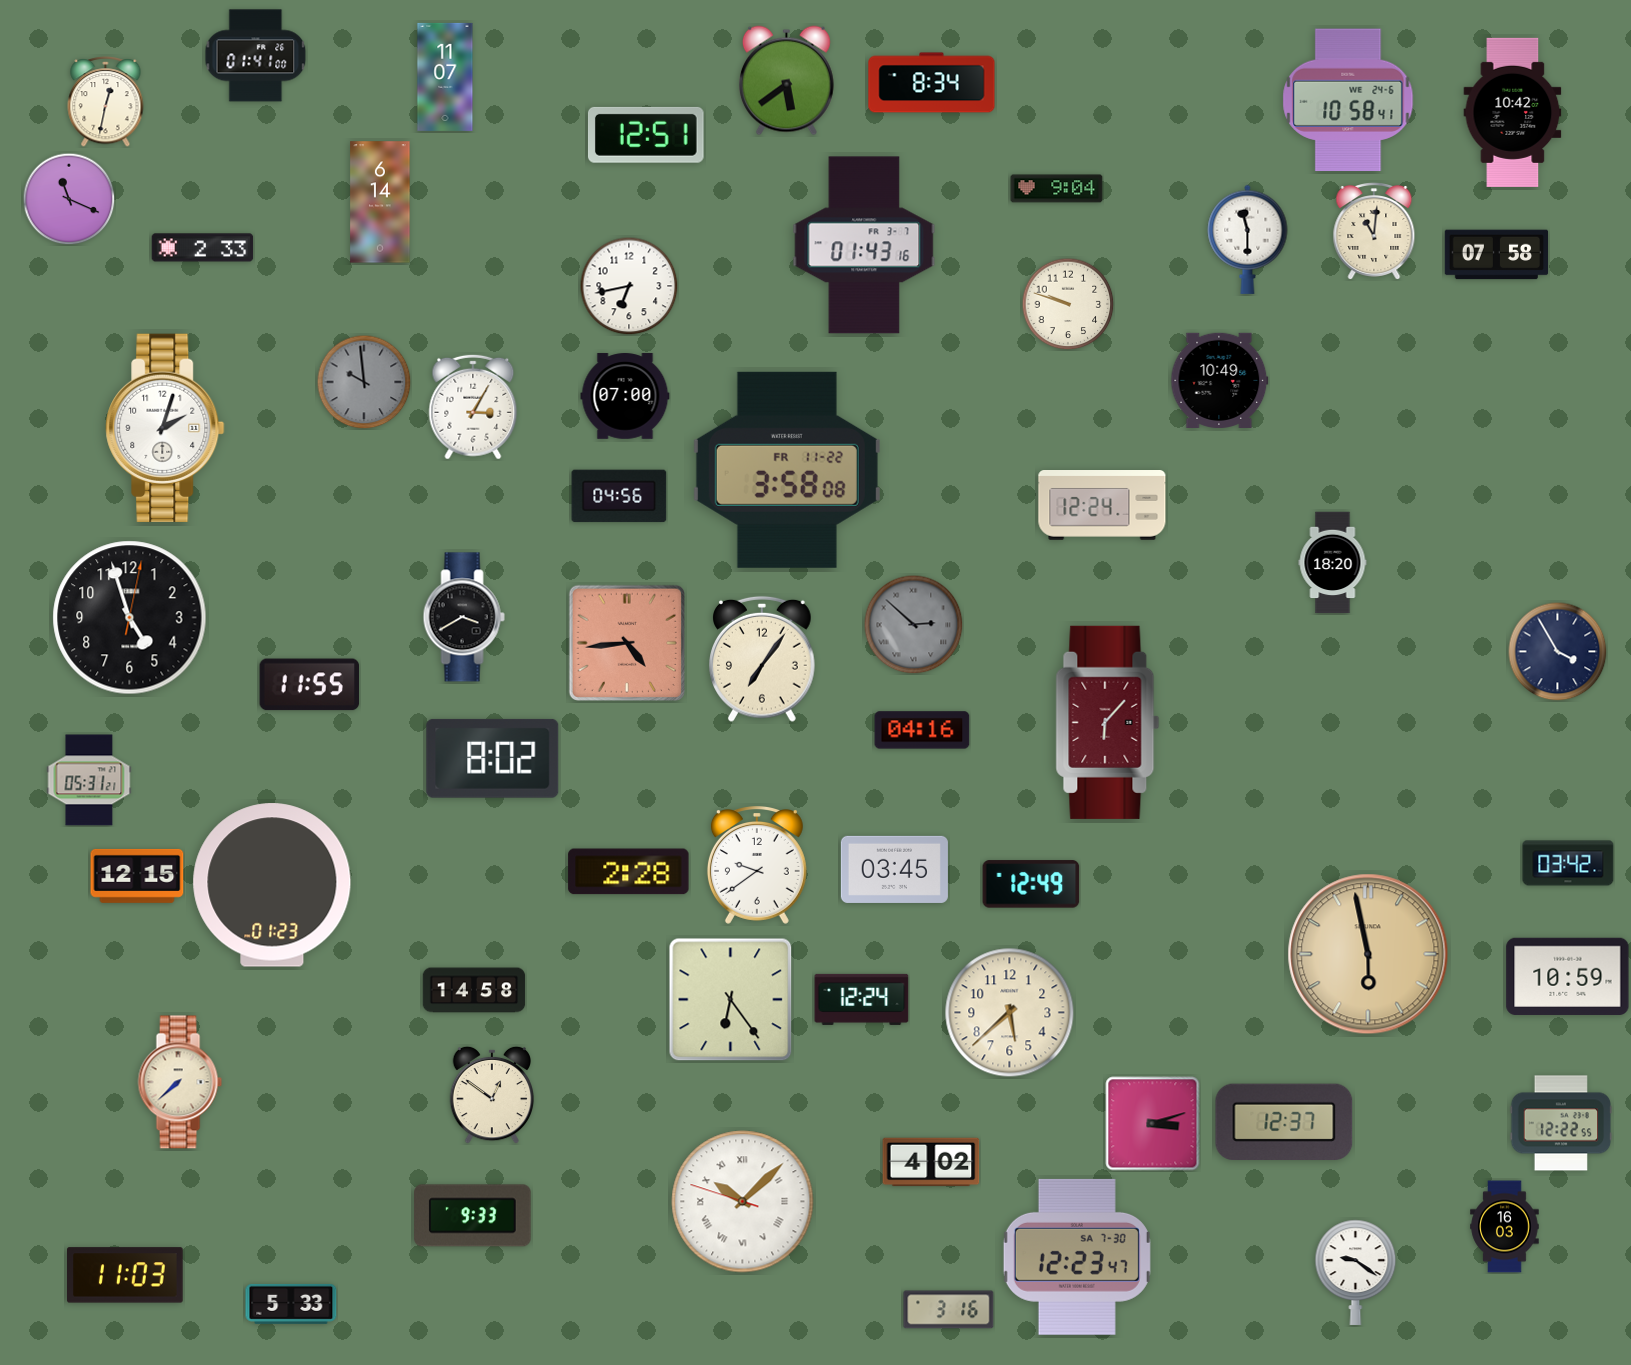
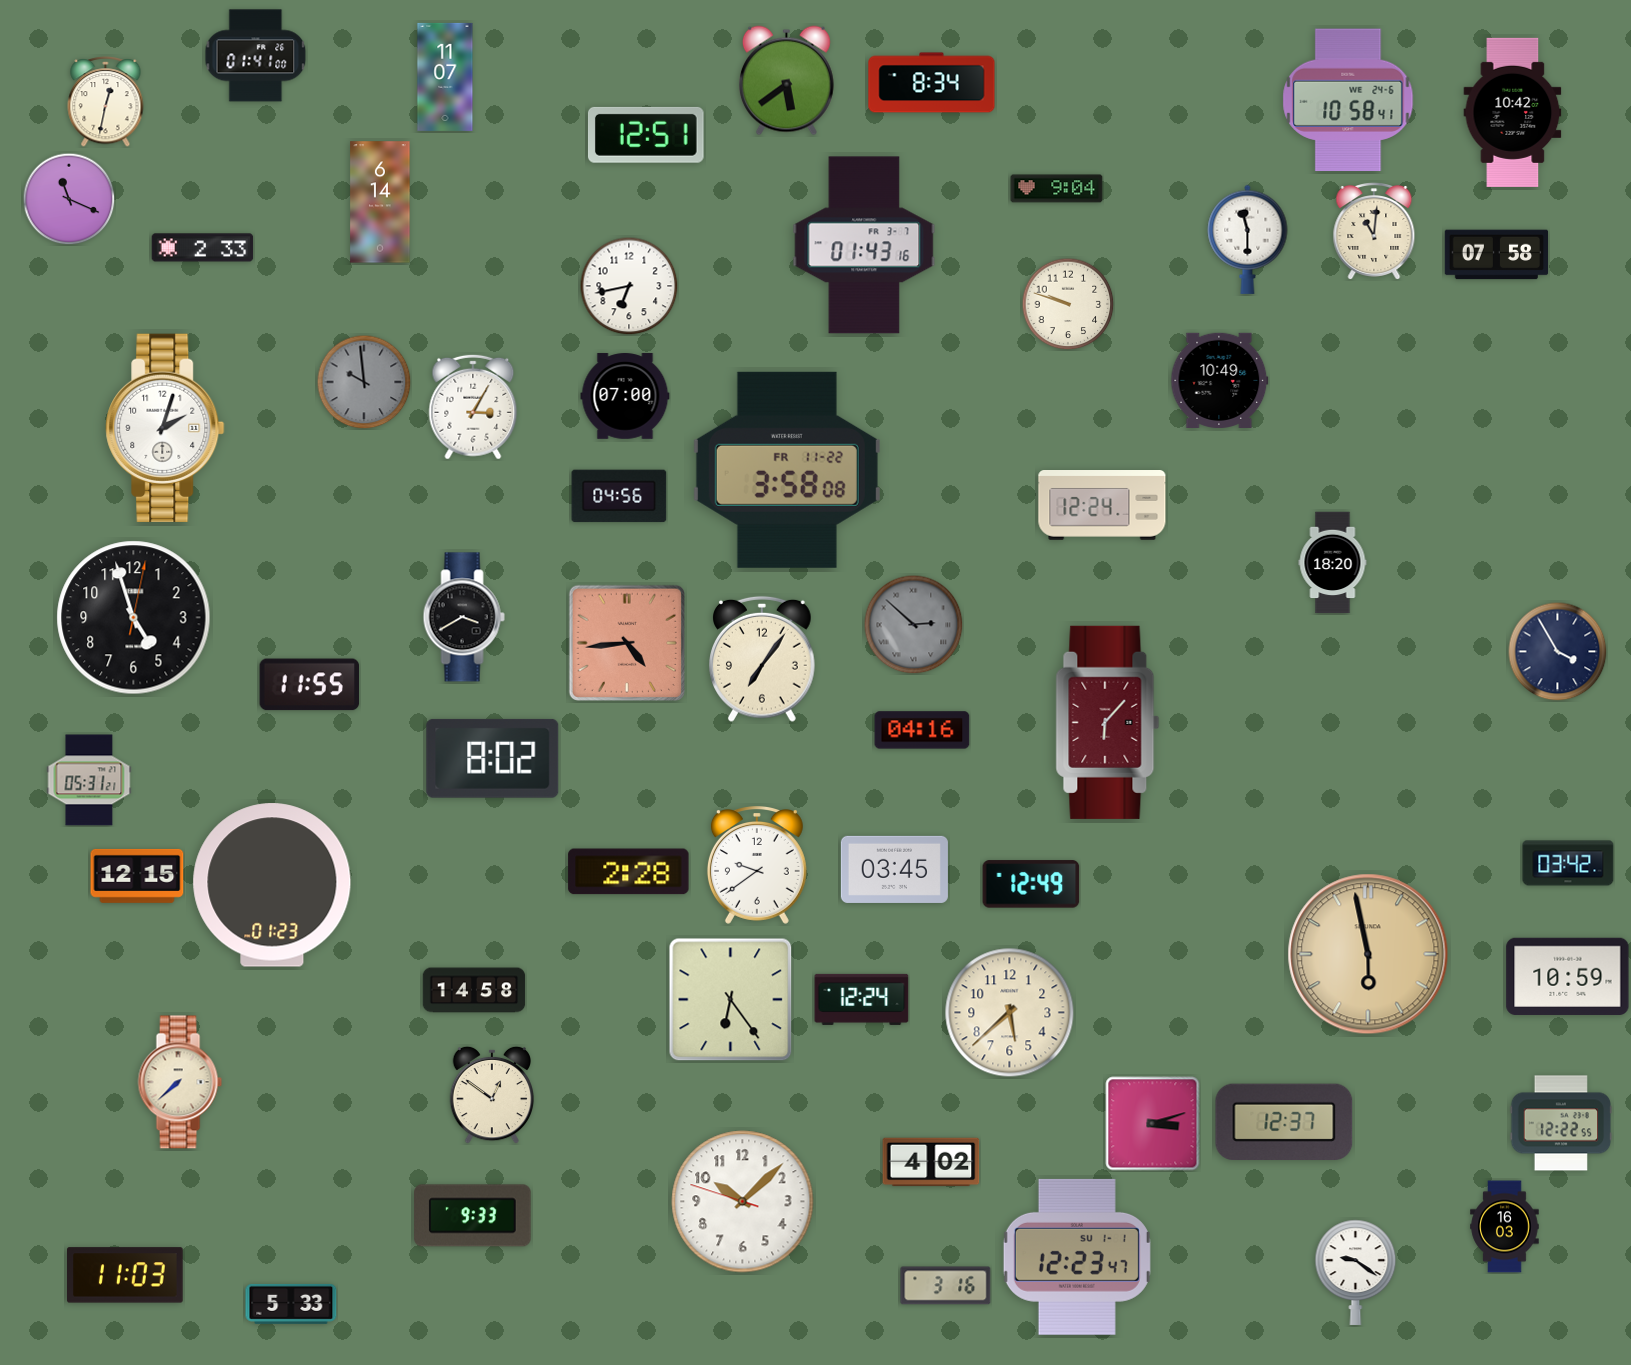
clock at (130, 618) position: (130, 618) -> (134, 618)
clock at (743, 1202) numerals: Roman -> Arabic
clock at (1077, 1257) date: SA 7-30 -> SU 1-1
clock at (949, 1310) position: (949, 1310) -> (946, 1286)
